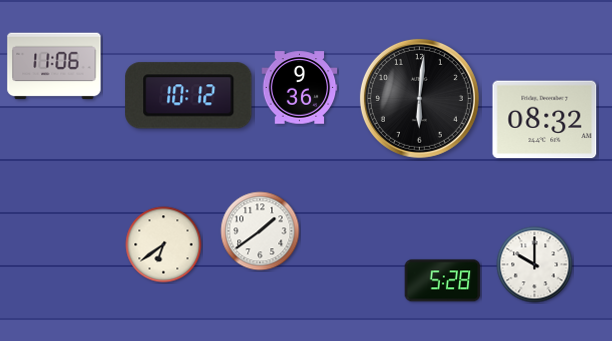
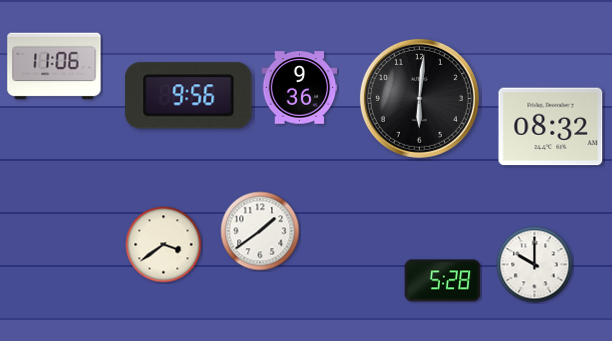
clock at (189, 96): 10:12 -> 9:56
clock at (545, 120) position: (545, 120) -> (551, 127)
clock at (164, 245): 6:39 -> 3:39
